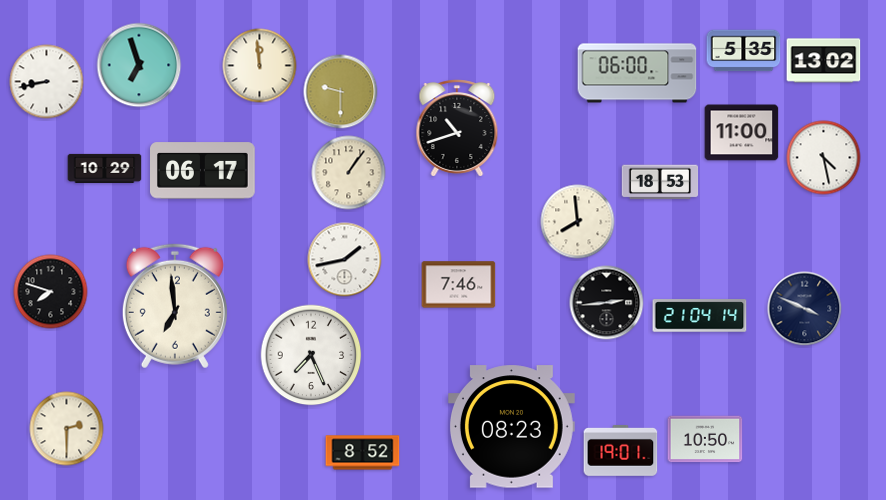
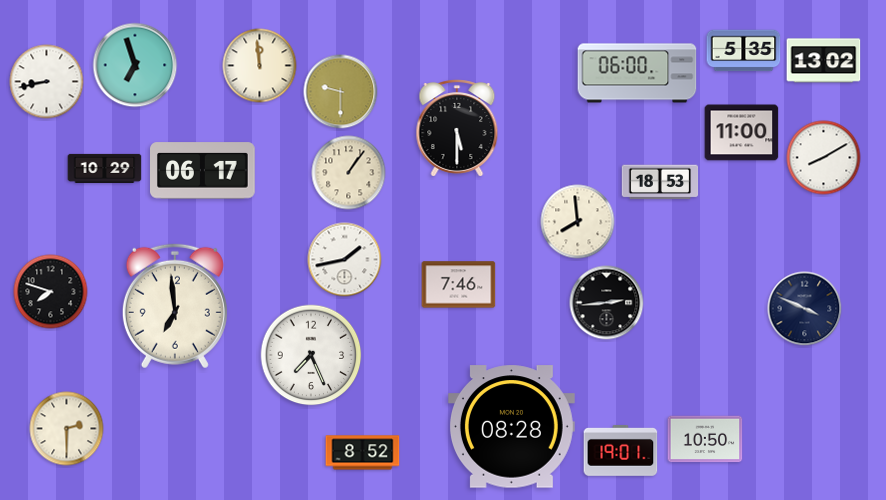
clock at (139, 65) position: (139, 65) -> (135, 65)
clock at (457, 128): 10:42 -> 5:30
clock at (824, 158): 4:28 -> 8:10
clock at (700, 316): 21:04 -> none
clock at (511, 427): 08:23 -> 08:28
